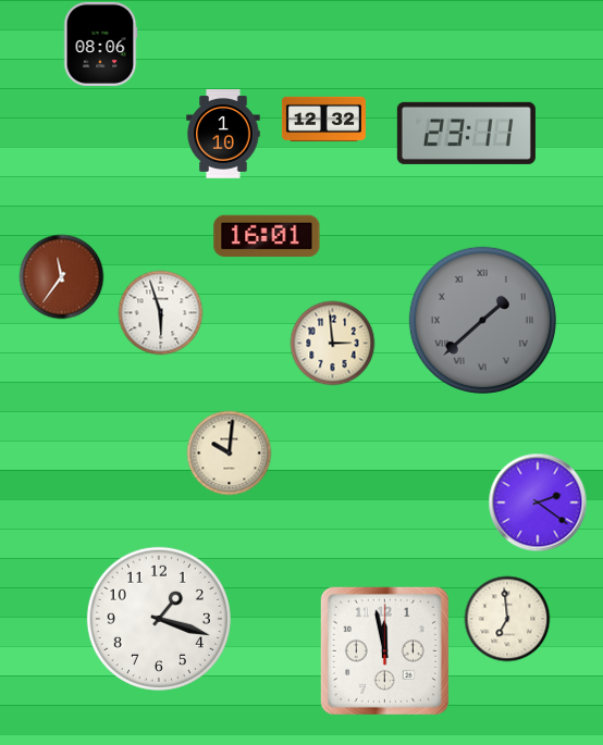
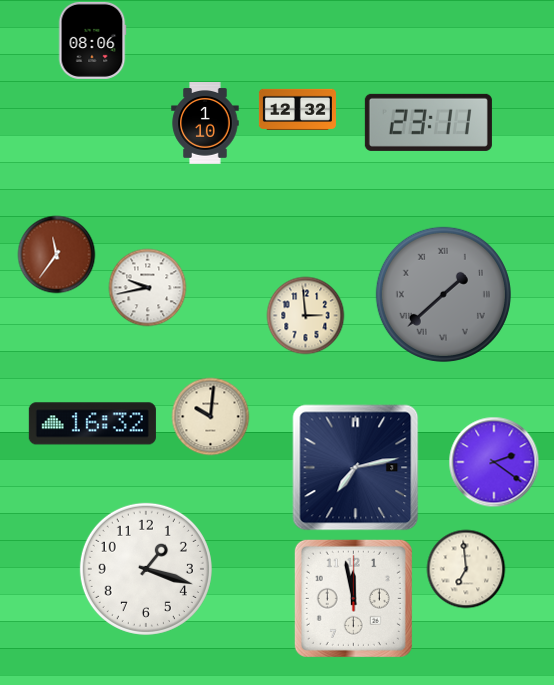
clock at (267, 236): 16:01 -> none
clock at (160, 312): 5:57 -> 9:43
clock at (92, 424): none -> 16:32
clock at (356, 468): none -> 7:13
